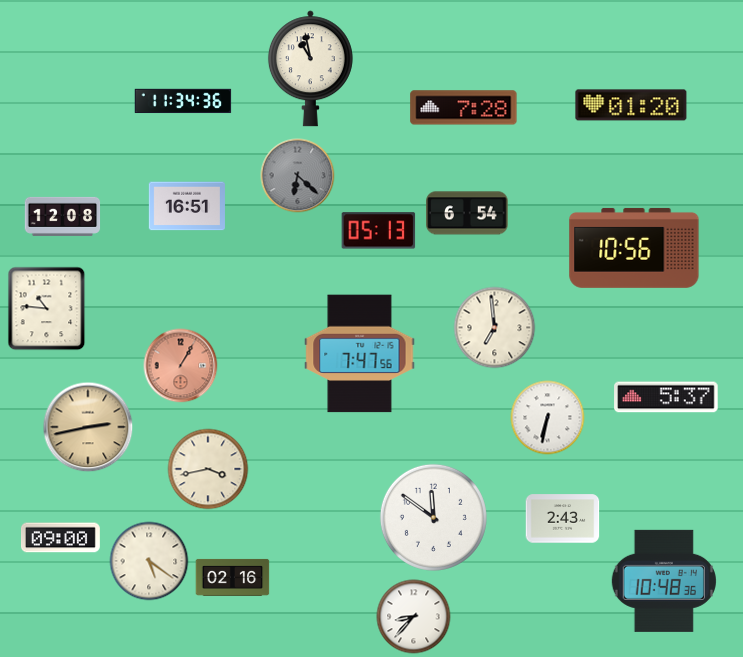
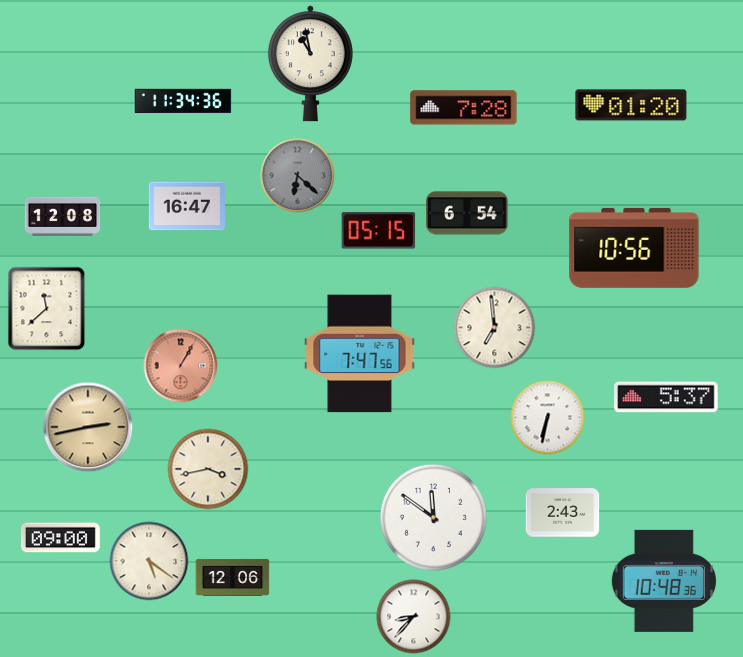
clock at (310, 69) position: (310, 69) -> (310, 64)
clock at (187, 206): 16:51 -> 16:47
clock at (379, 231): 05:13 -> 05:15
clock at (47, 309): 10:46 -> 11:38
clock at (563, 519) position: (563, 519) -> (563, 513)
clock at (233, 577): 02:16 -> 12:06
